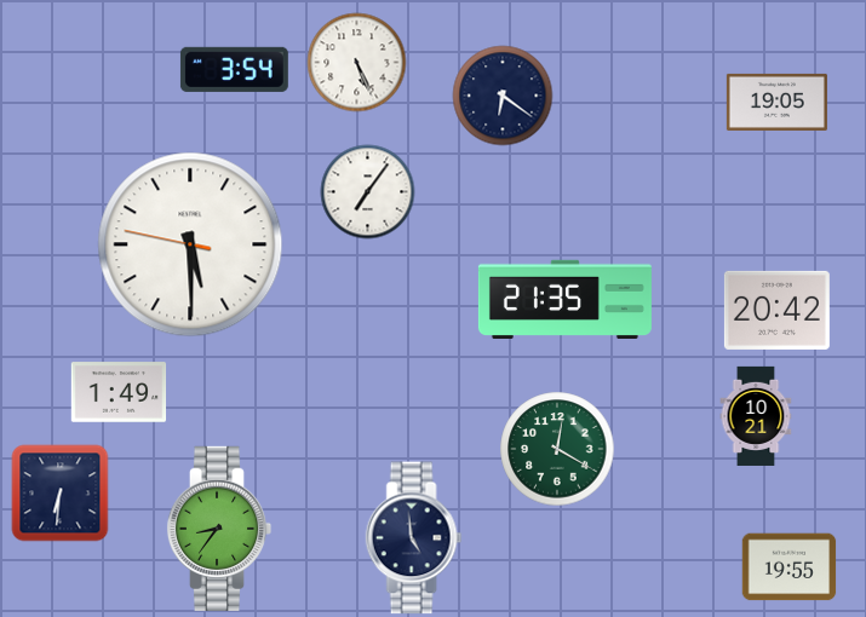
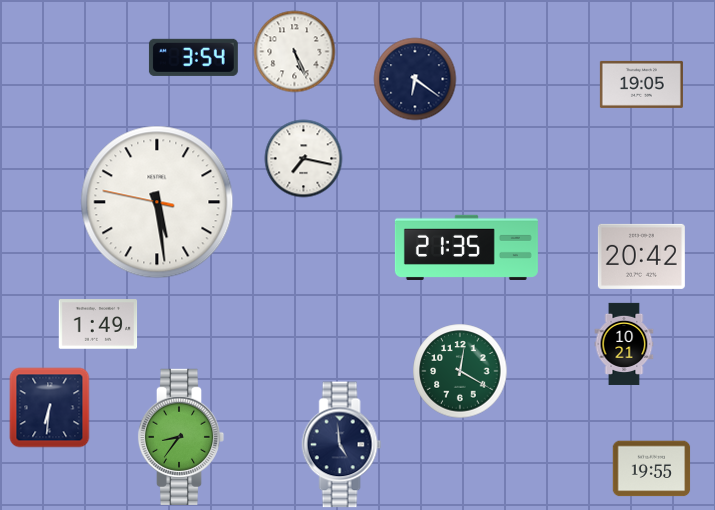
clock at (367, 191): 7:06 -> 7:17
clock at (190, 244): 5:29 -> 5:28
